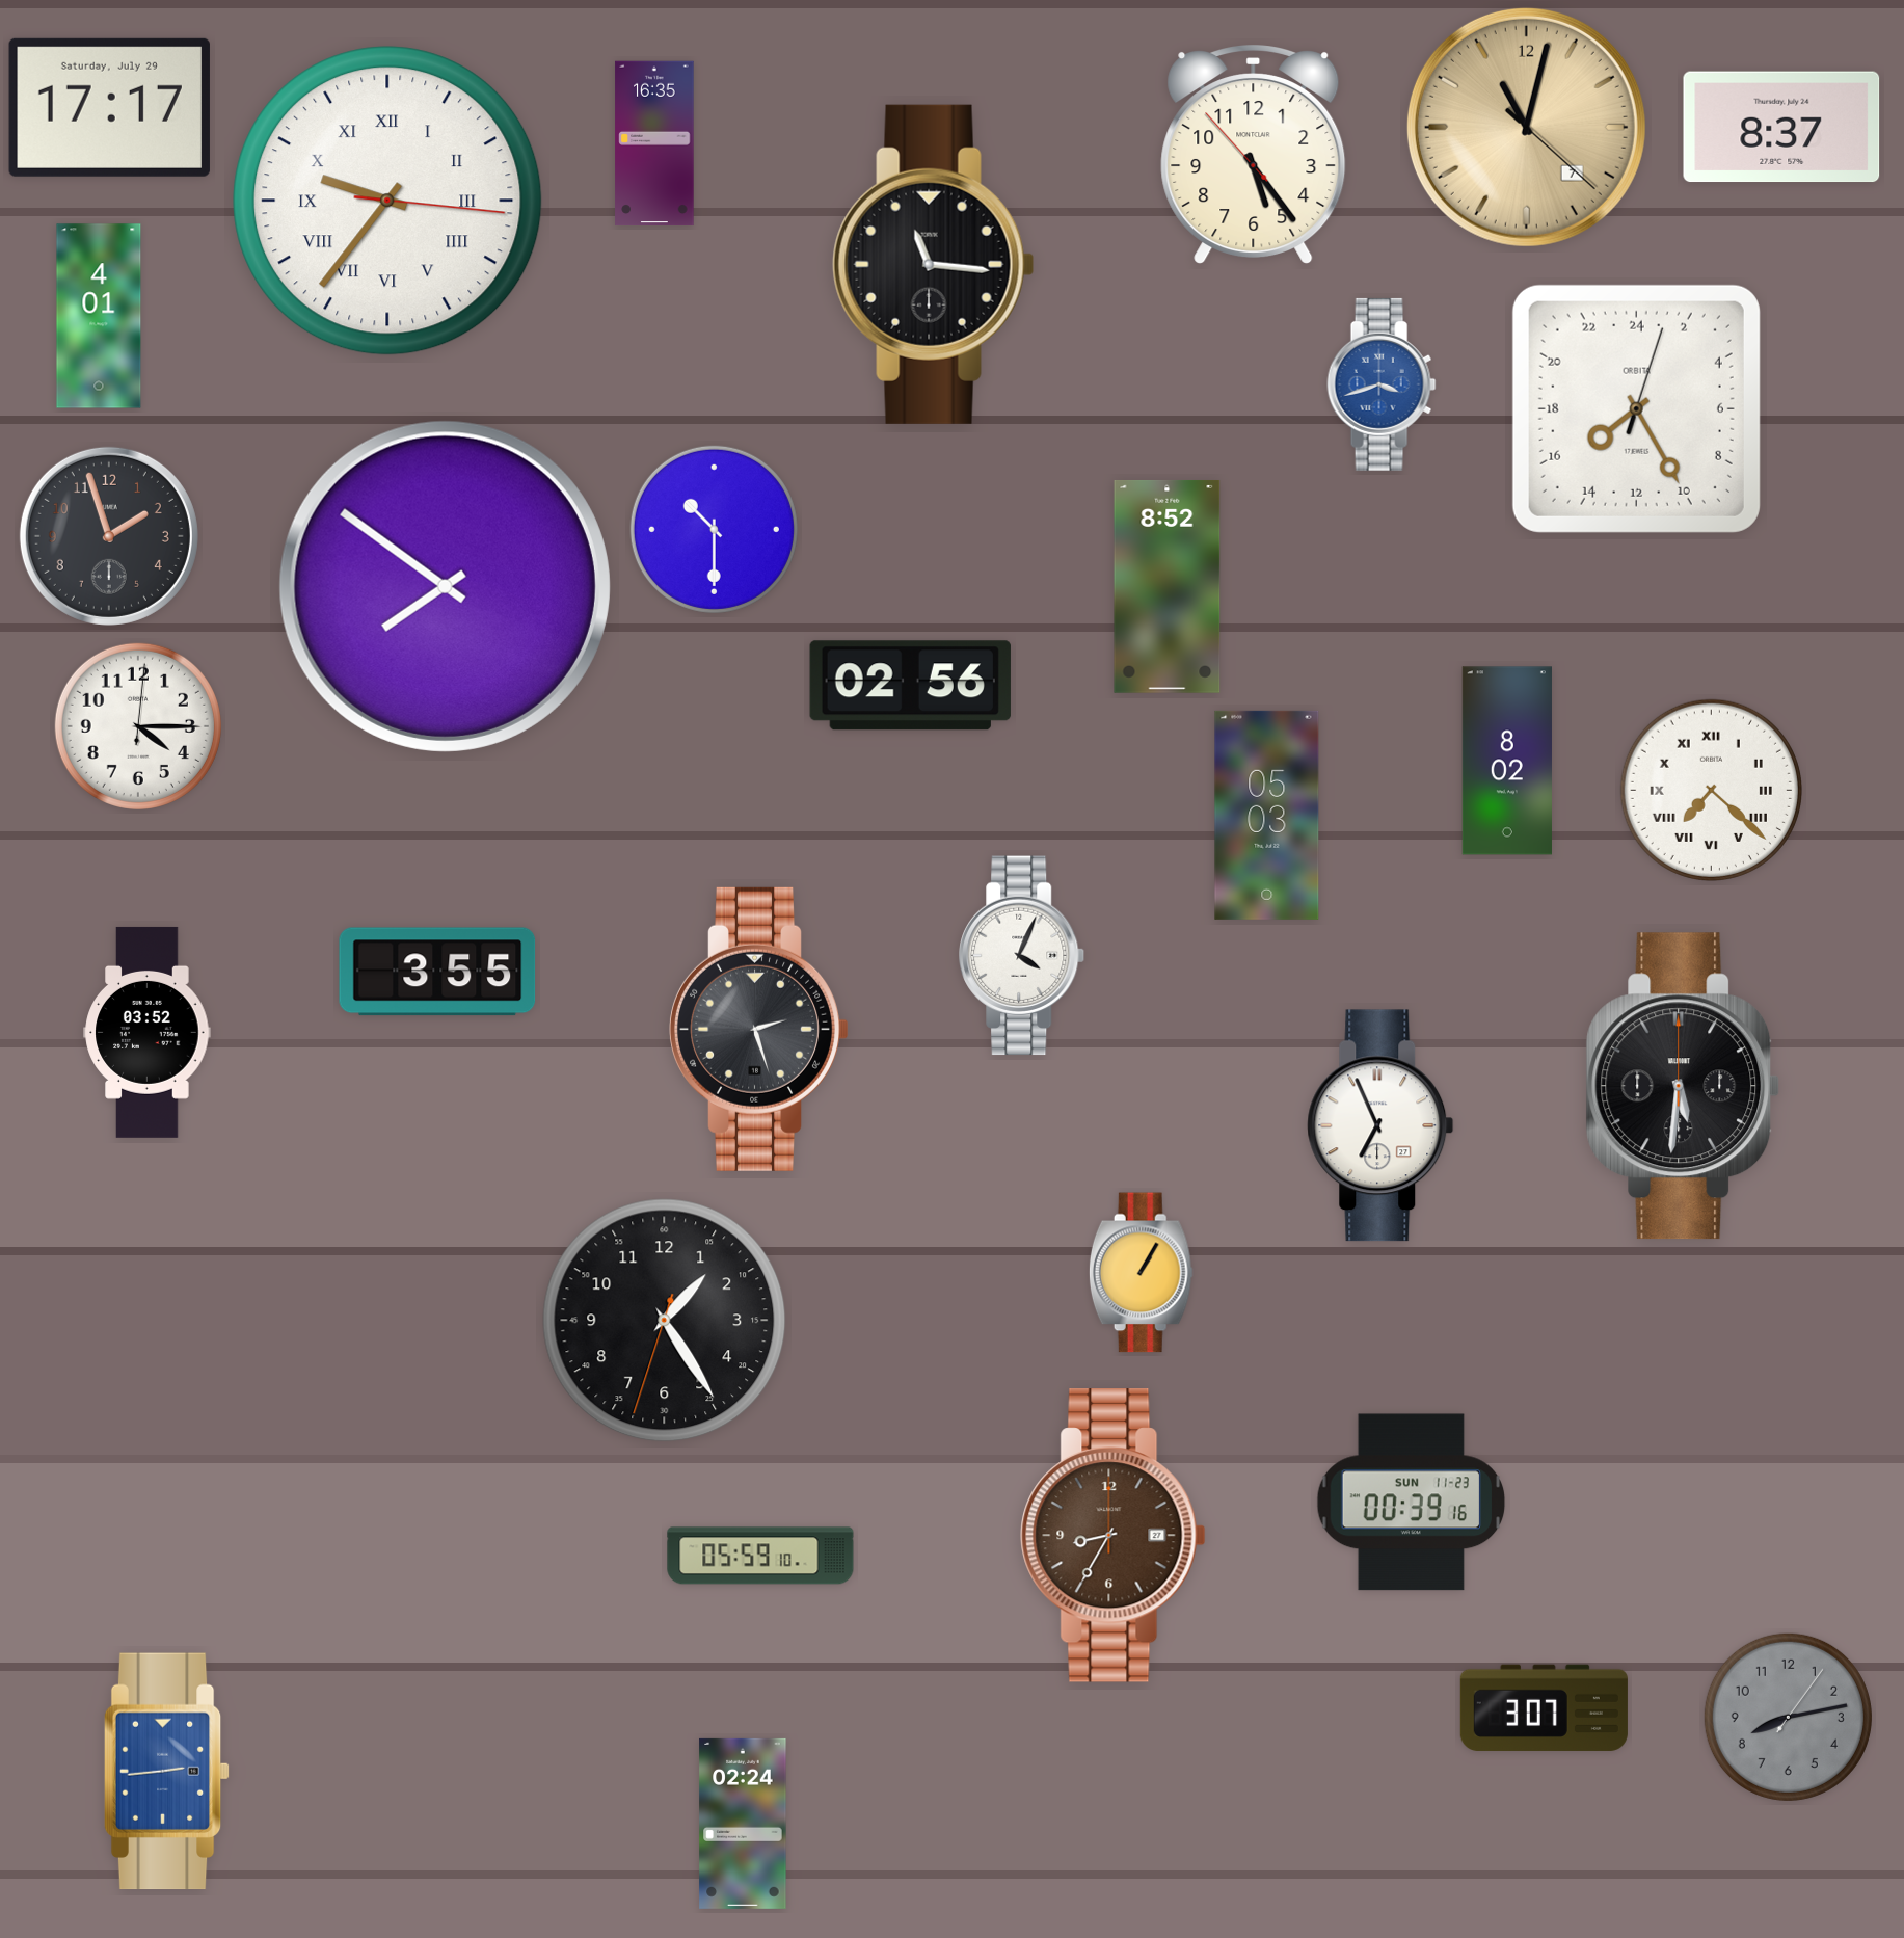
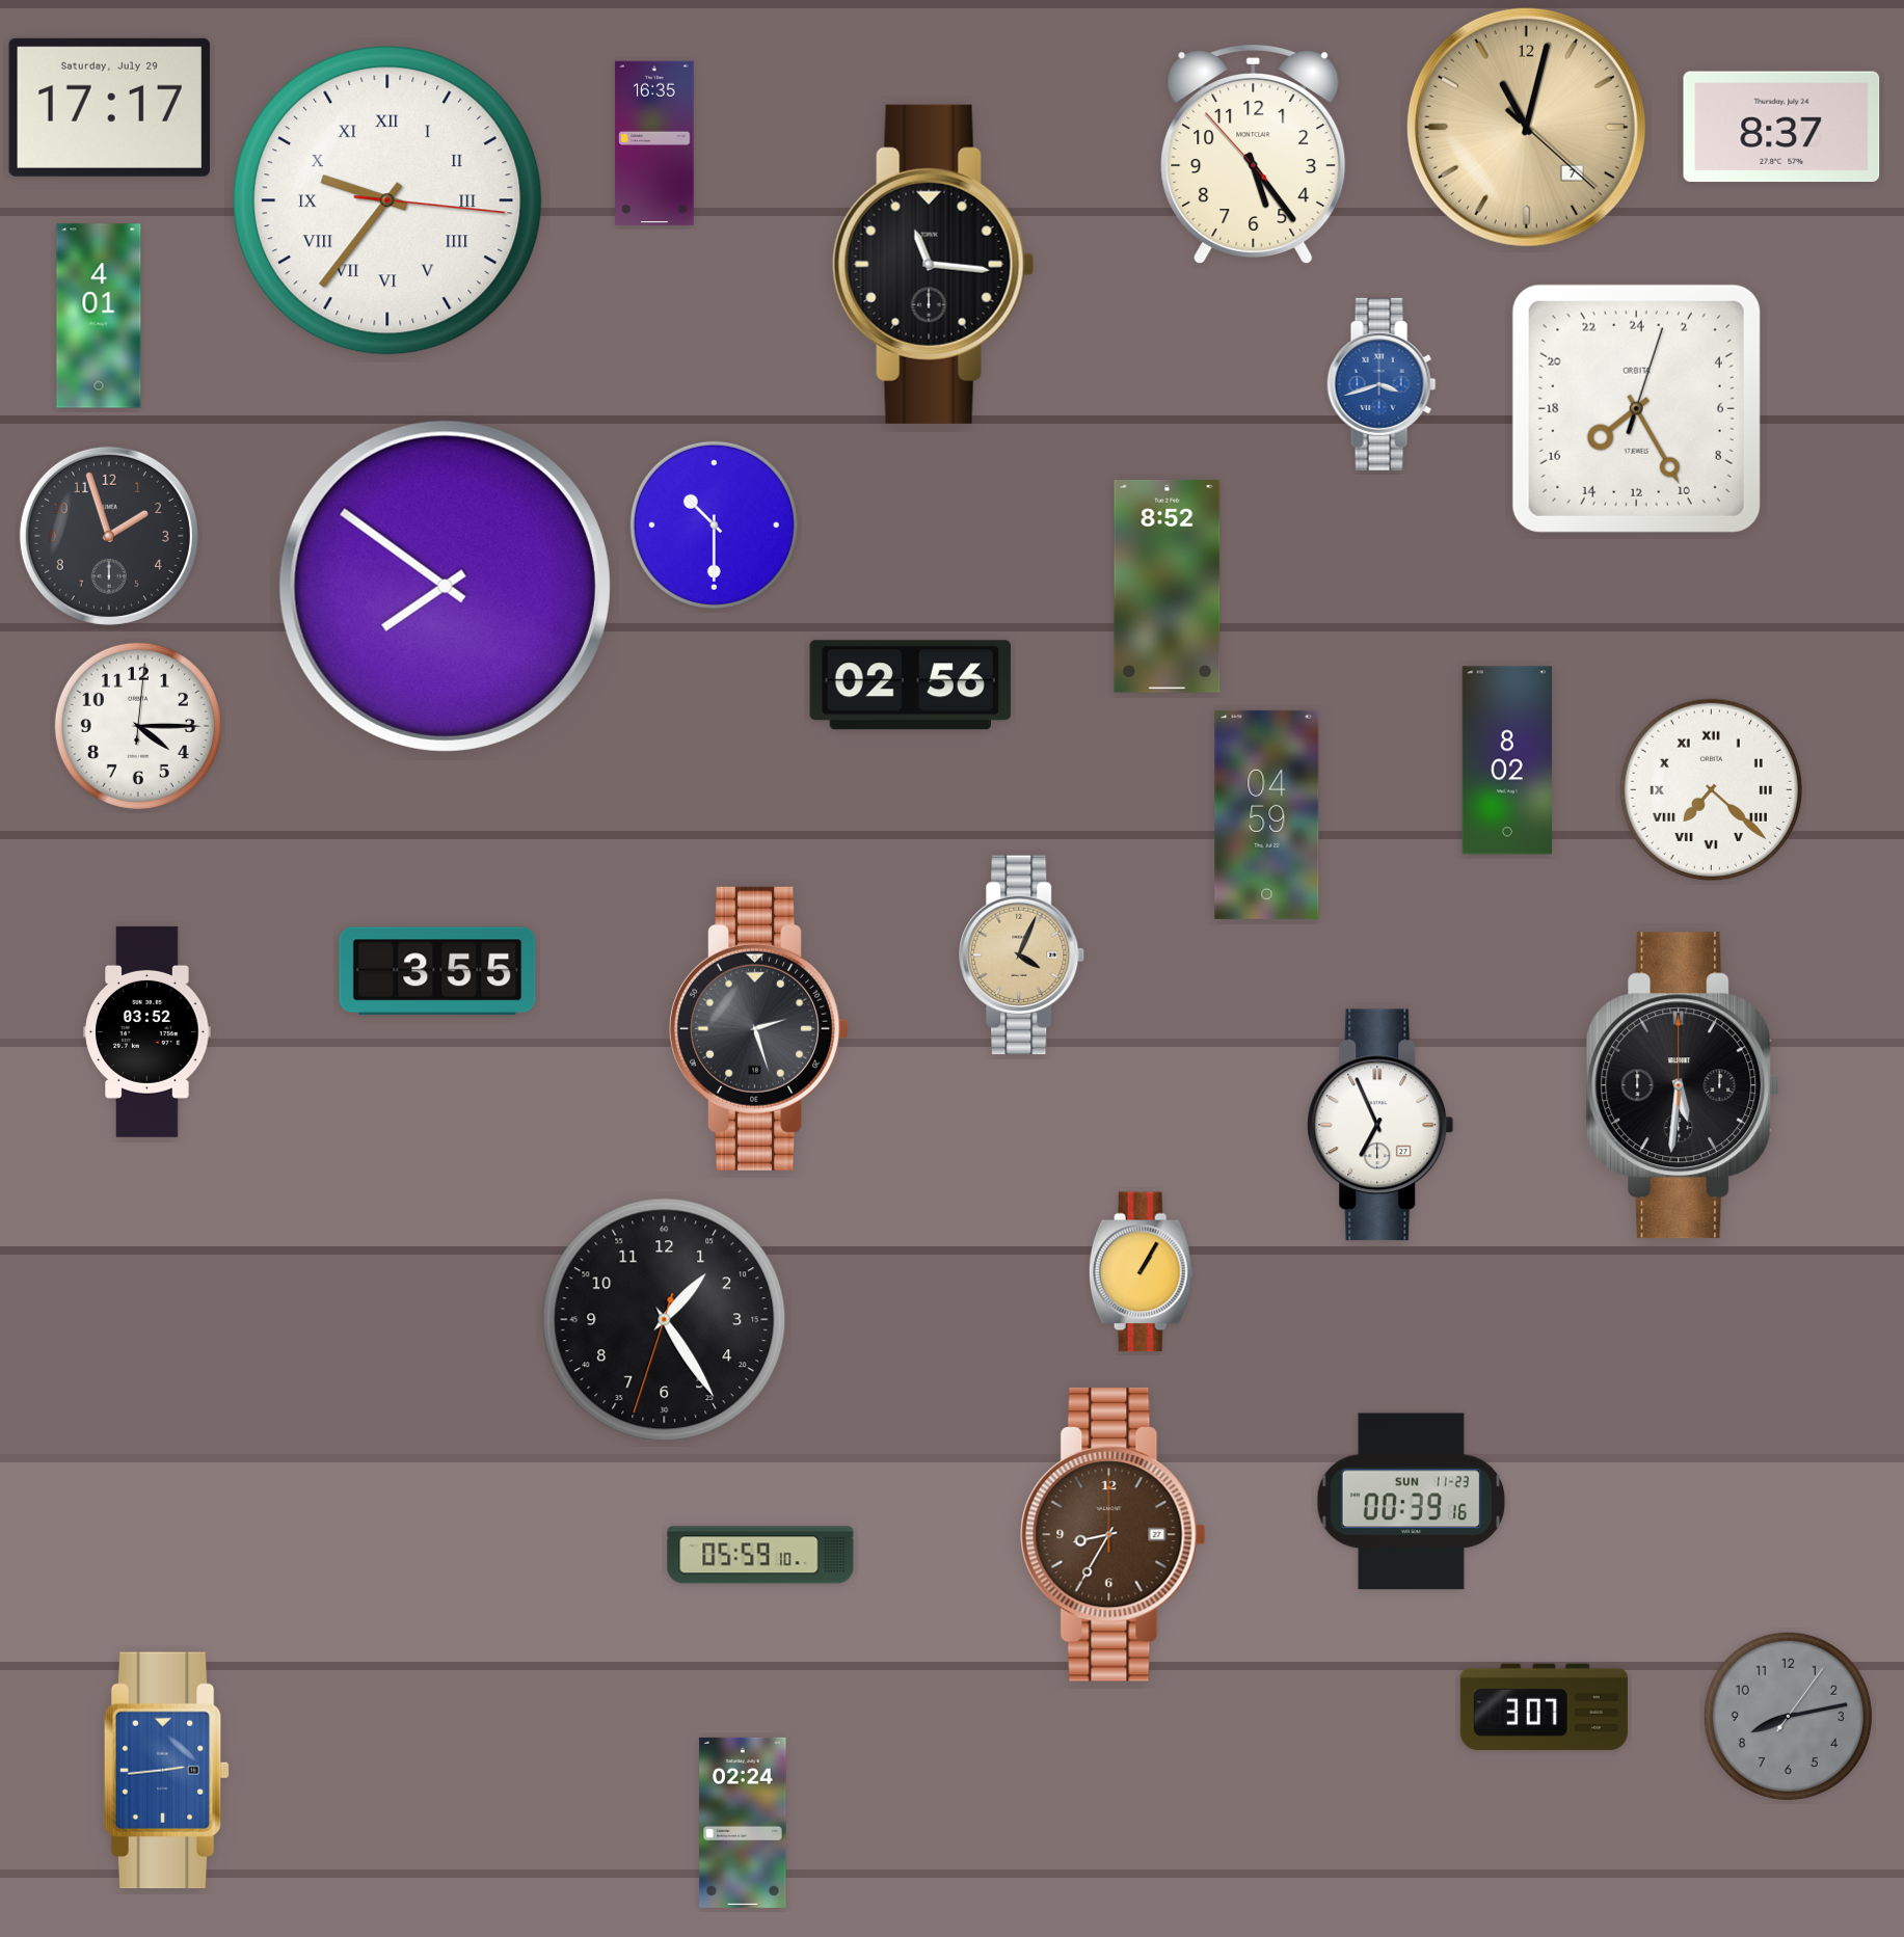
clock at (714, 529) position: (714, 529) -> (714, 524)
clock at (1267, 815): 05:03 -> 04:59
clock at (1022, 956) dial: white -> champagne
